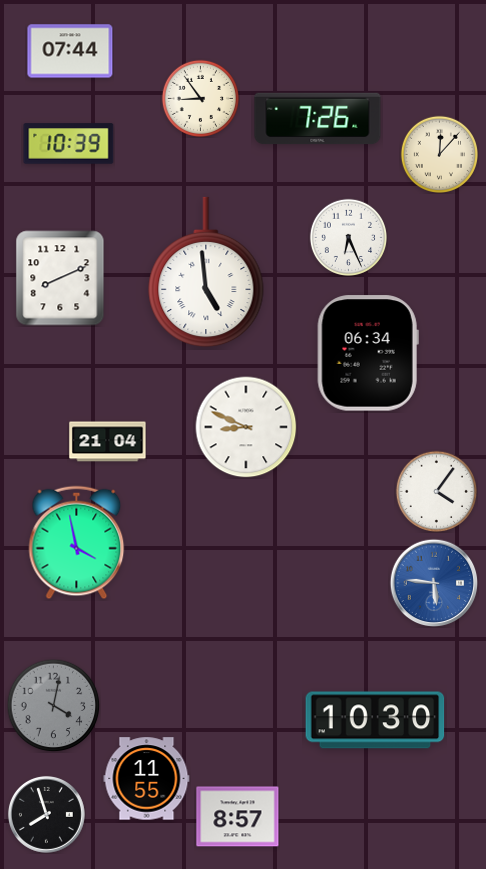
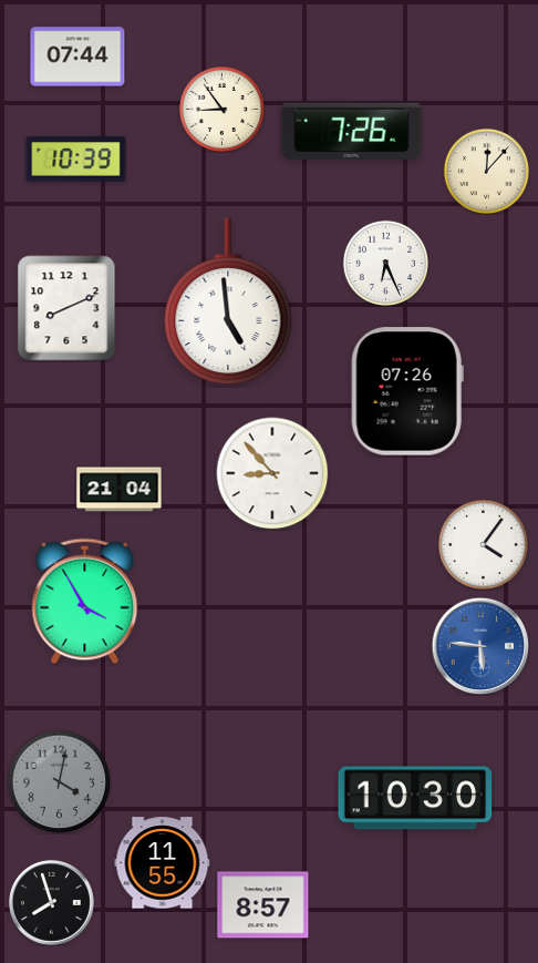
clock at (368, 353): 06:34 -> 07:26
clock at (246, 427): 8:49 -> 8:53
clock at (77, 543): 3:58 -> 3:55
